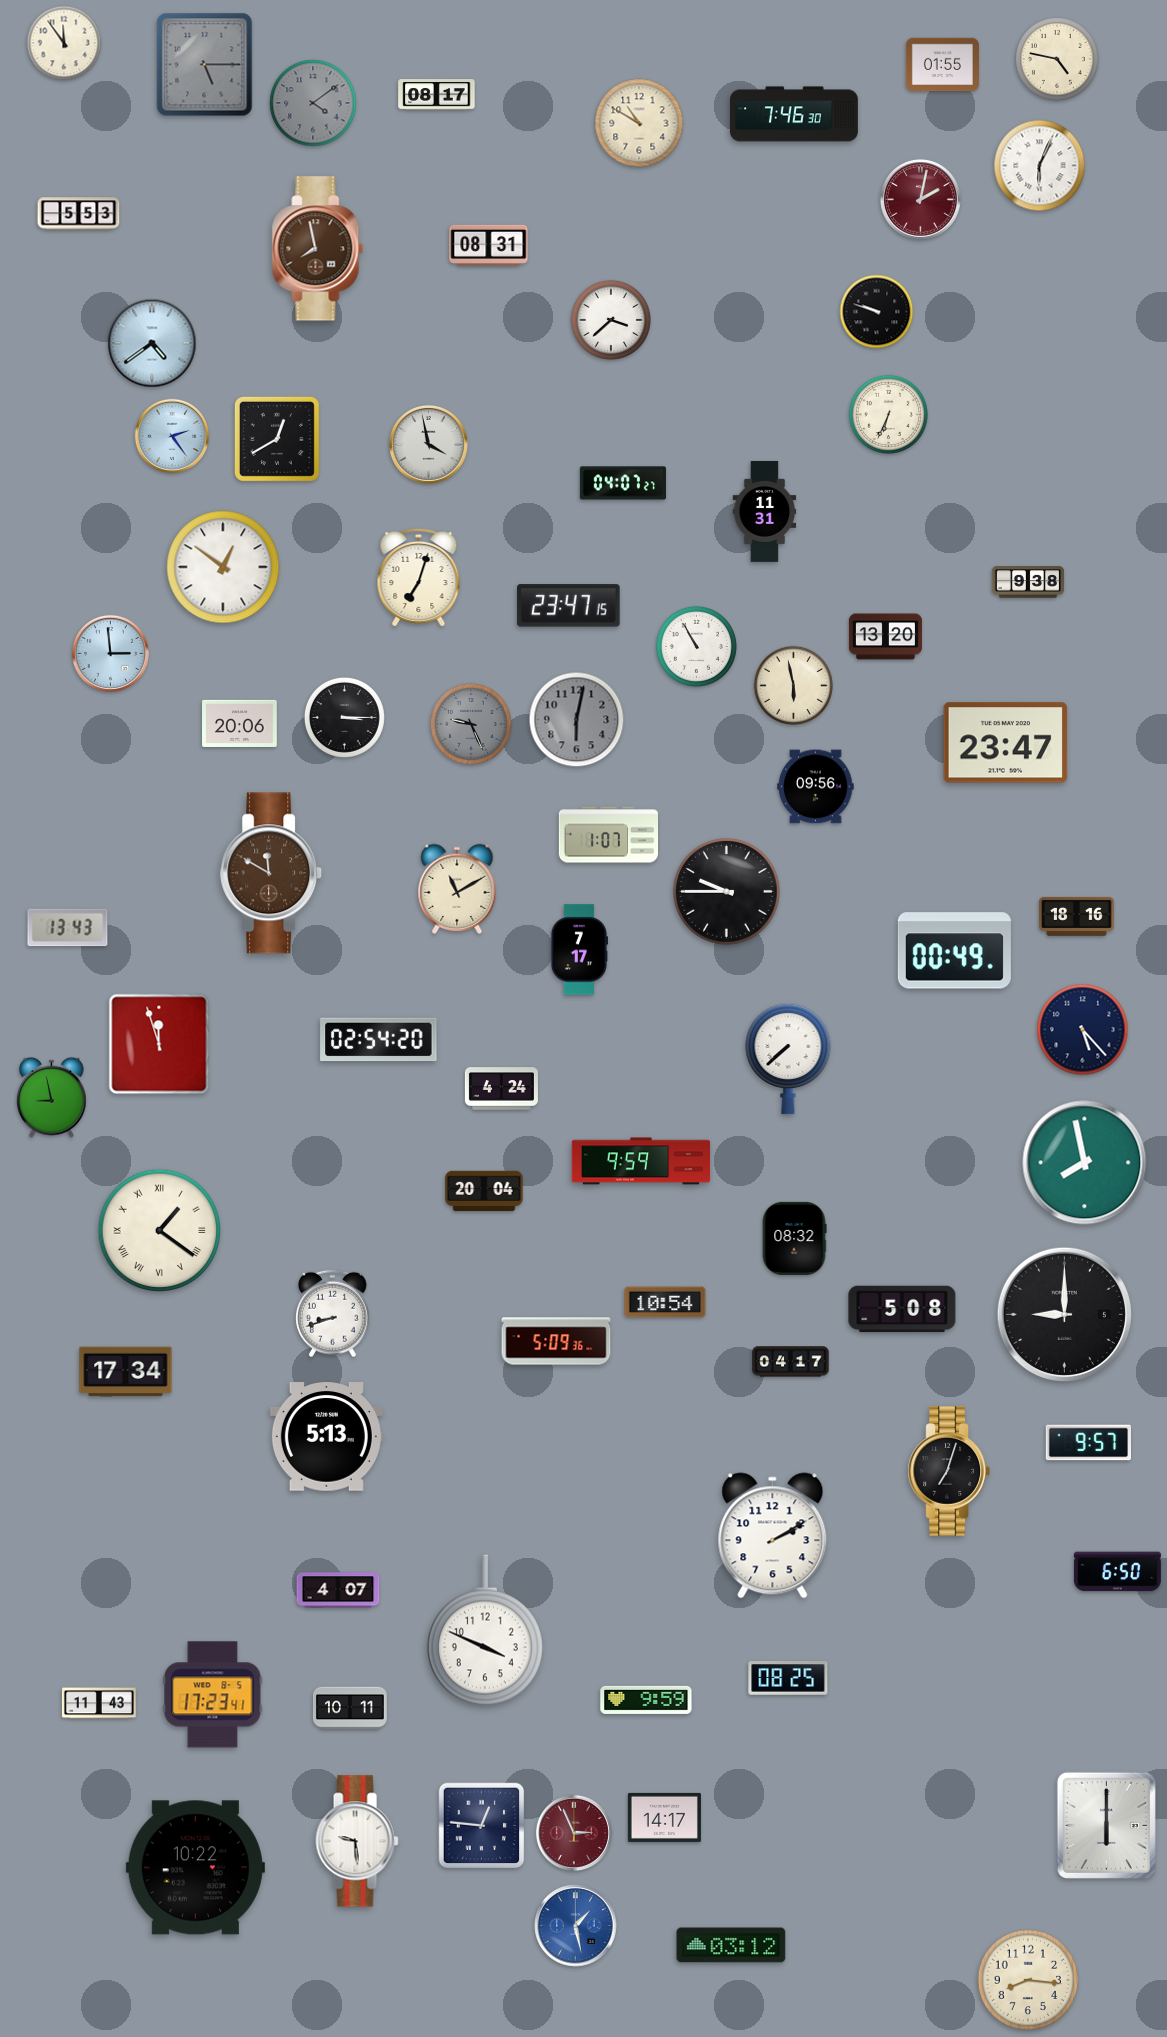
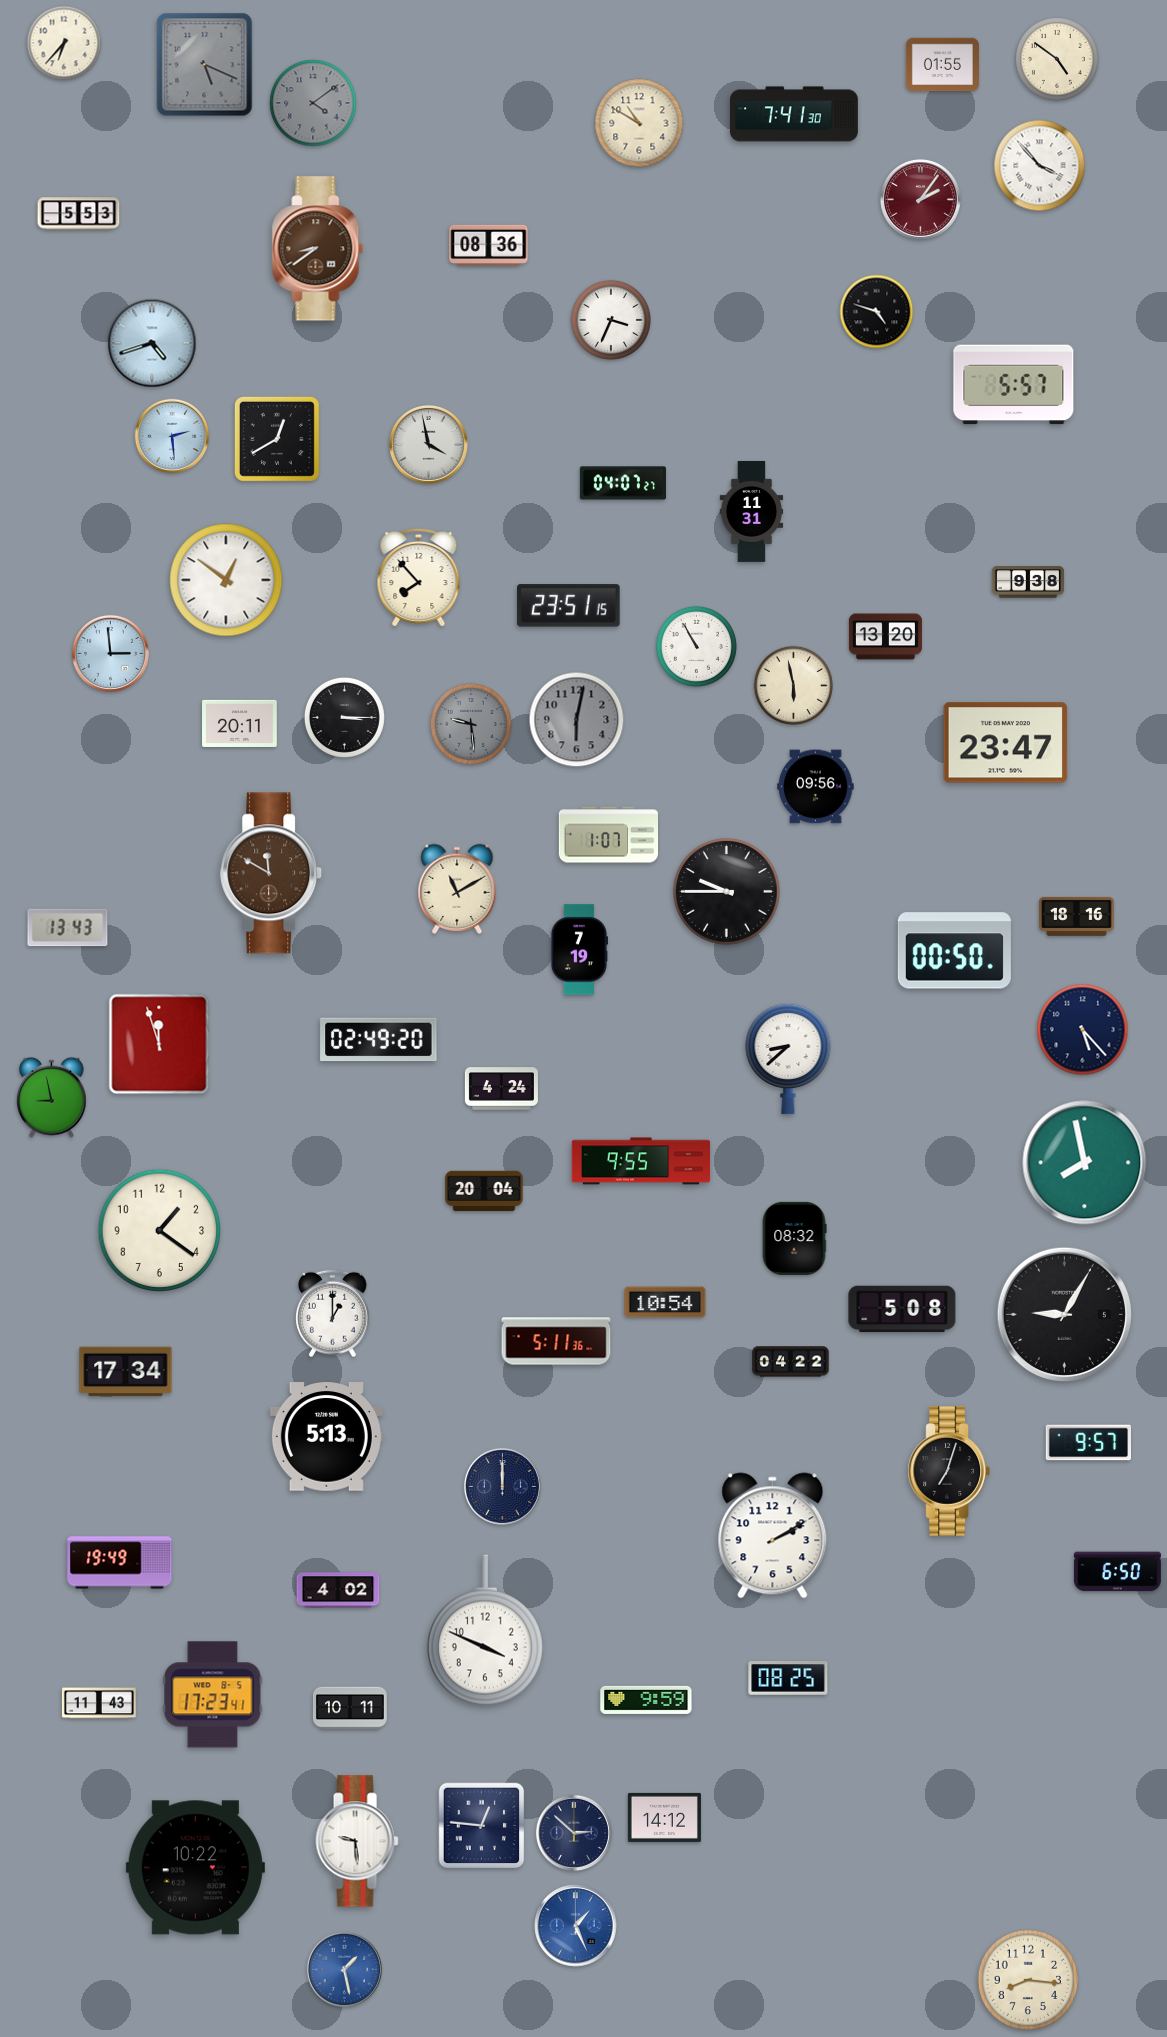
clock at (64, 43): 11:54 -> 6:37
clock at (1057, 59): 4:47 -> 4:51
clock at (205, 65): 5:15 -> 5:19
clock at (437, 95): 08:17 -> none
clock at (795, 114): 7:46 -> 7:41
clock at (1040, 166): 6:04 -> 3:53
clock at (921, 200): 2:02 -> 2:06
clock at (489, 245): 08:31 -> 08:36
clock at (318, 249): 7:58 -> 8:39
clock at (877, 312): 9:48 -> 4:48
clock at (611, 320): 3:38 -> 3:34
clock at (152, 343): 4:39 -> 4:42
clock at (1014, 385): none -> 5:57
clock at (888, 414): 6:34 -> none
clock at (171, 435): 2:24 -> 2:29
clock at (765, 512) position: (765, 512) -> (752, 512)
clock at (223, 567) position: (223, 567) -> (226, 580)
clock at (419, 577): 7:03 -> 7:53
clock at (569, 606): 23:47 -> 23:51
clock at (240, 723): 20:06 -> 20:11
clock at (471, 724): 9:26 -> 9:29
clock at (578, 950): 7:17 -> 7:19
clock at (954, 951): 00:49 -> 00:50
clock at (379, 1040): 02:54 -> 02:49
clock at (788, 1059): 7:38 -> 8:38
clock at (641, 1161): 9:59 -> 9:55
clock at (160, 1231) numerals: Roman -> Arabic
clock at (332, 1314): 8:42 -> 1:00
clock at (1064, 1314): 9:00 -> 9:05
clock at (556, 1341): 5:09 -> 5:11
clock at (791, 1362): 04:17 -> 04:22
clock at (502, 1486): none -> 12:00
clock at (120, 1563): none -> 19:49
clock at (338, 1590): 4:07 -> 4:02
clock at (664, 1817): 14:17 -> 14:12
clock at (1106, 1825): 6:00 -> none
clock at (574, 1833): 2:56 -> 2:52
clock at (574, 1833) dial: burgundy -> navy
clock at (576, 1926): 1:28 -> 1:26
clock at (731, 1945): 03:12 -> none
clock at (344, 1969): none -> 1:28
